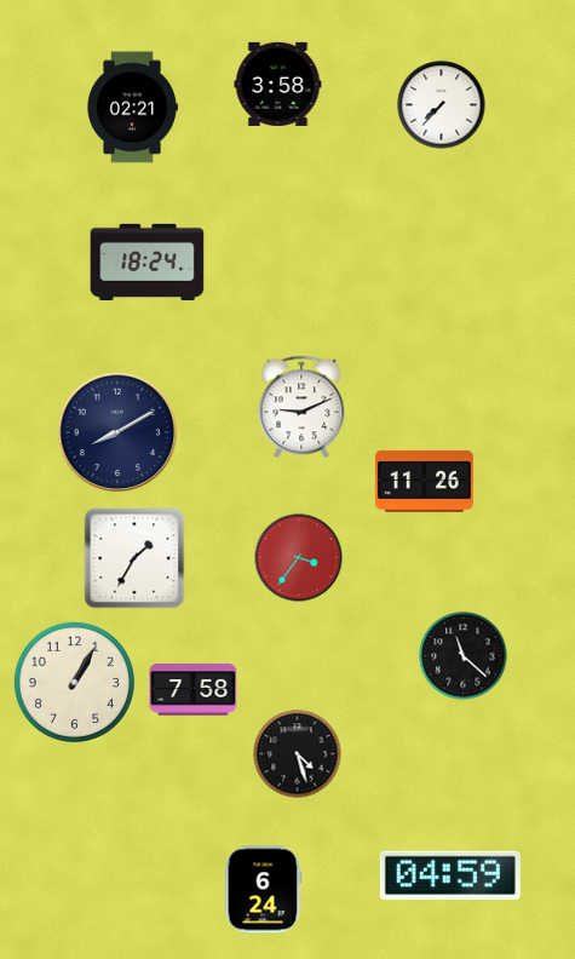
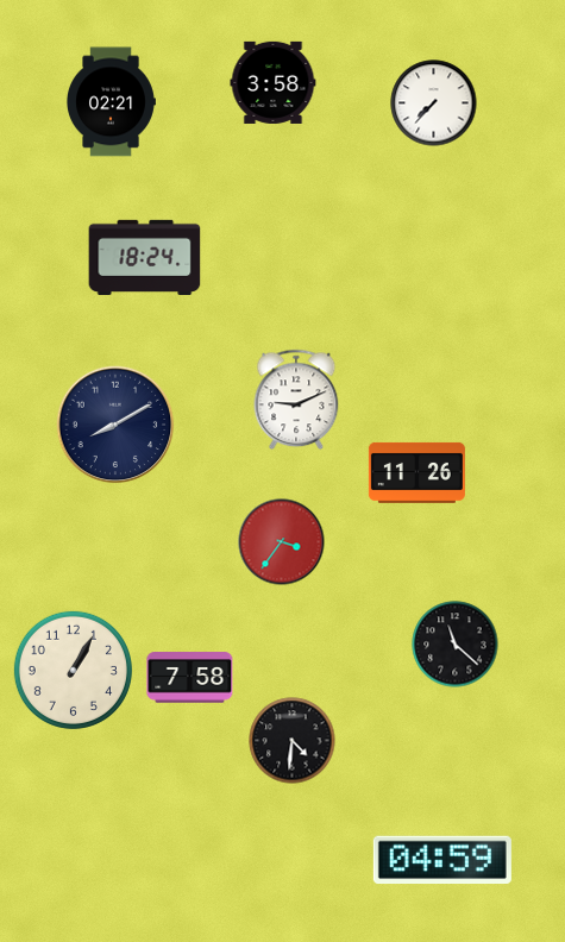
clock at (133, 108) position: (133, 108) -> (112, 102)
clock at (134, 558): 1:35 -> none
clock at (299, 558) position: (299, 558) -> (282, 542)
clock at (298, 754): 4:27 -> 4:31
clock at (263, 890): 6:24 -> none
